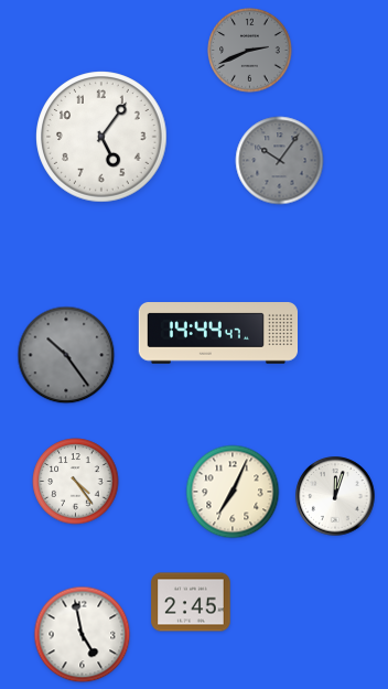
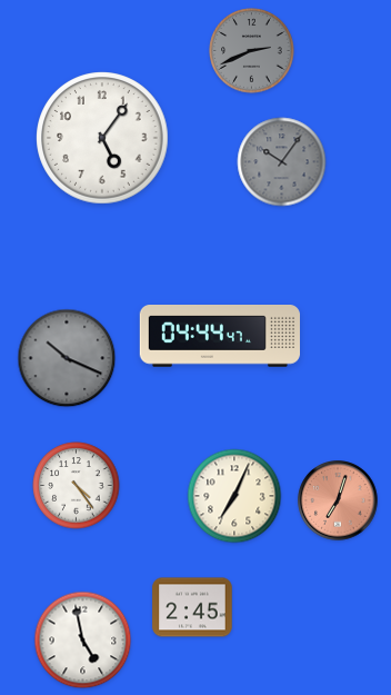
clock at (217, 334): 14:44 -> 04:44
clock at (66, 355): 10:24 -> 10:19
clock at (335, 496): 12:03 -> 7:03
clock at (335, 496) dial: white -> salmon
